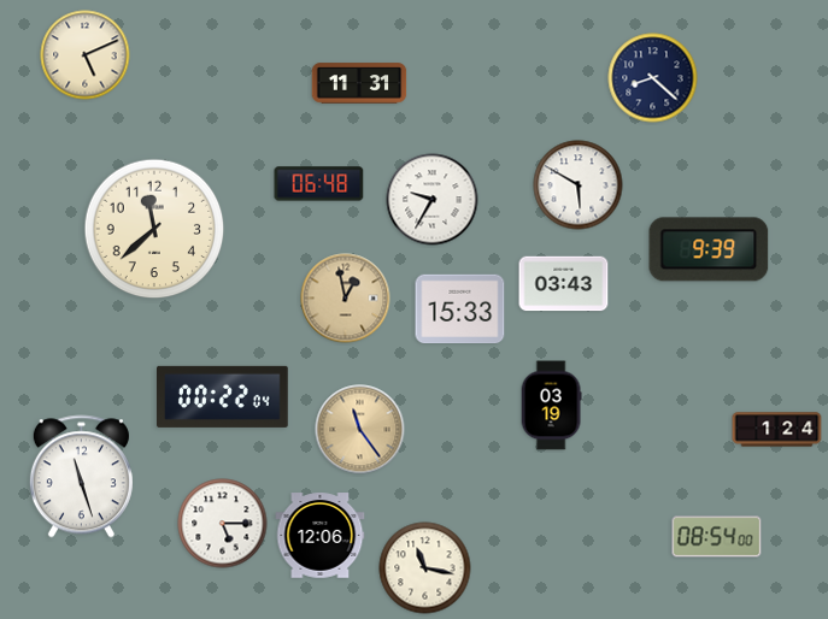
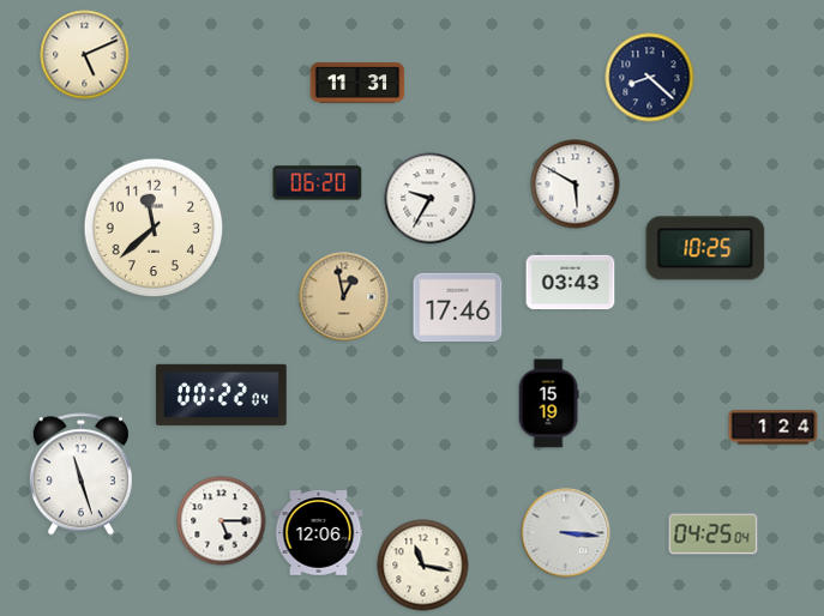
clock at (319, 184): 06:48 -> 06:20
clock at (709, 249): 9:39 -> 10:25
clock at (564, 284) position: (564, 284) -> (571, 283)
clock at (460, 309): 15:33 -> 17:46
clock at (551, 406): 03:19 -> 15:19
clock at (360, 430): 11:24 -> none
clock at (566, 533): none -> 3:16
clock at (717, 537): 08:54 -> 04:25
